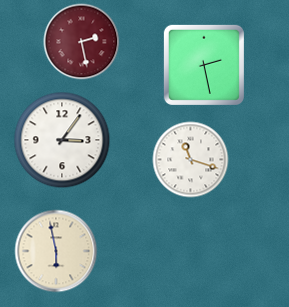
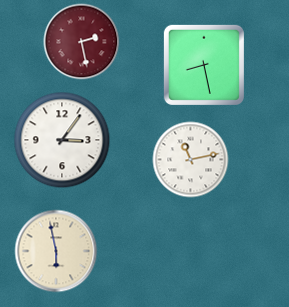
clock at (204, 65): 2:28 -> 8:28
clock at (191, 160): 11:18 -> 11:13
